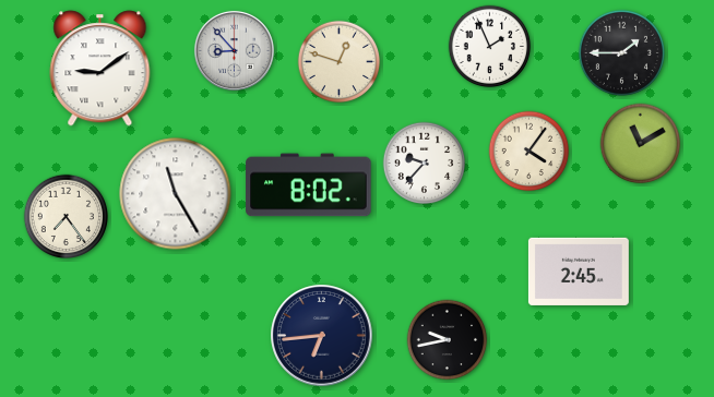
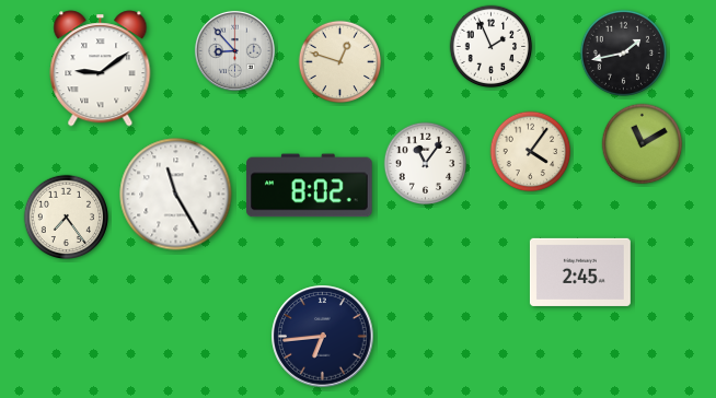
clock at (621, 52): 1:45 -> 1:43
clock at (425, 164): 9:37 -> 11:06
clock at (448, 340): 9:43 -> none
